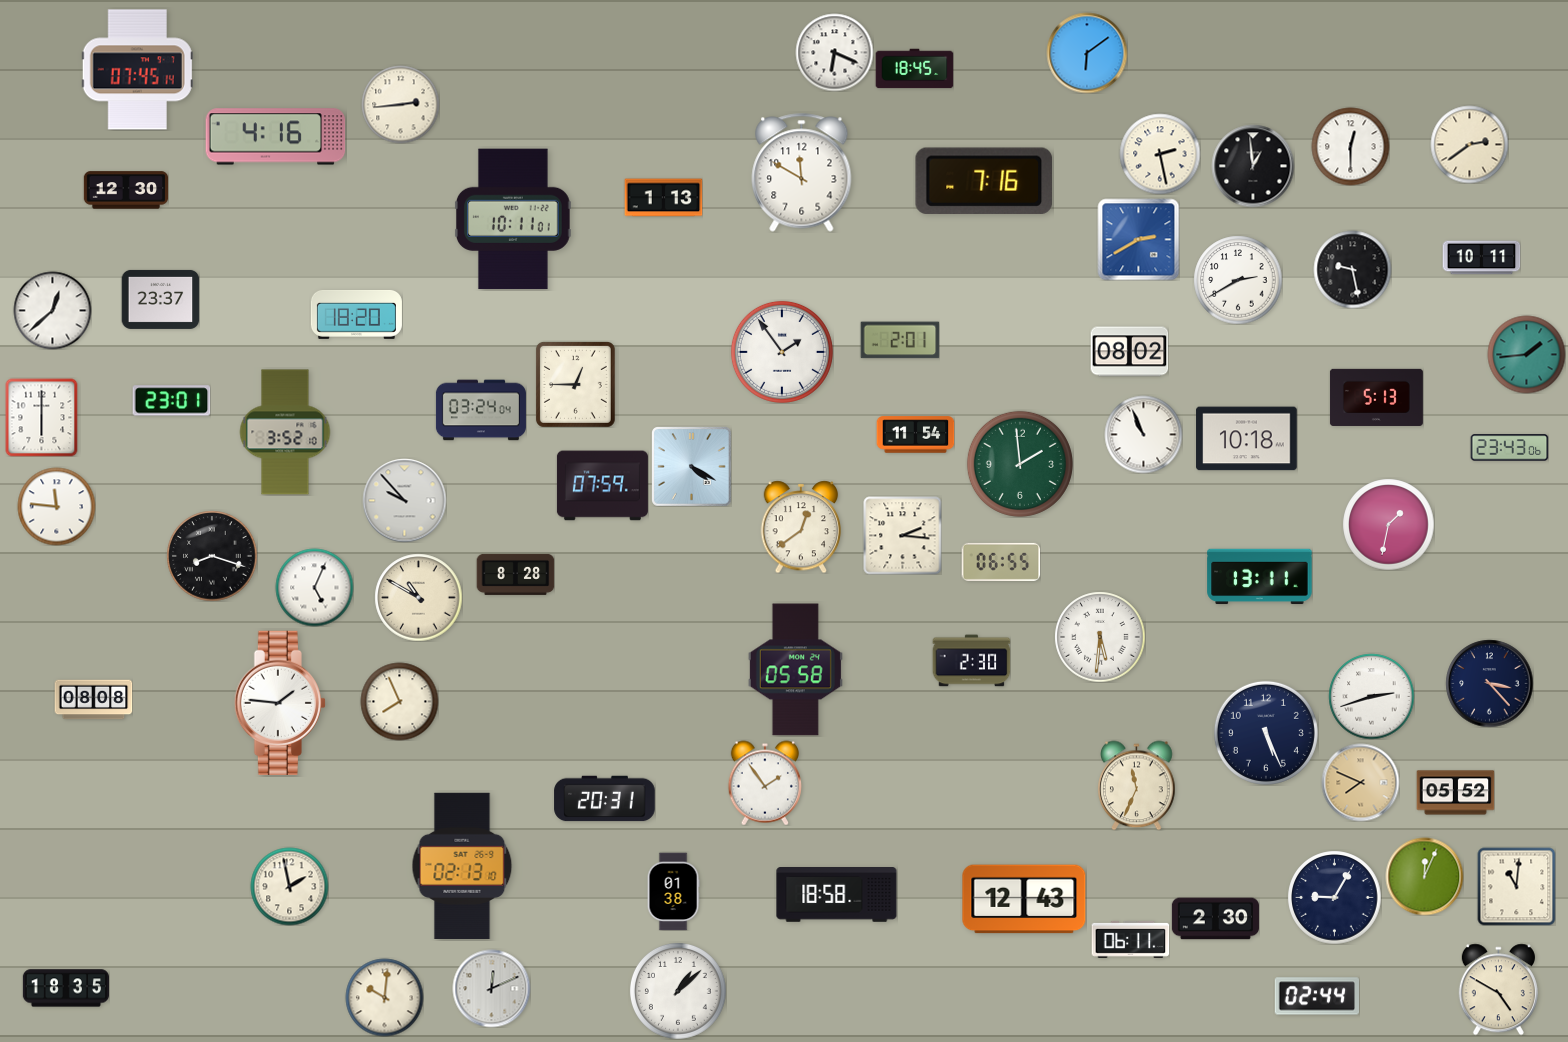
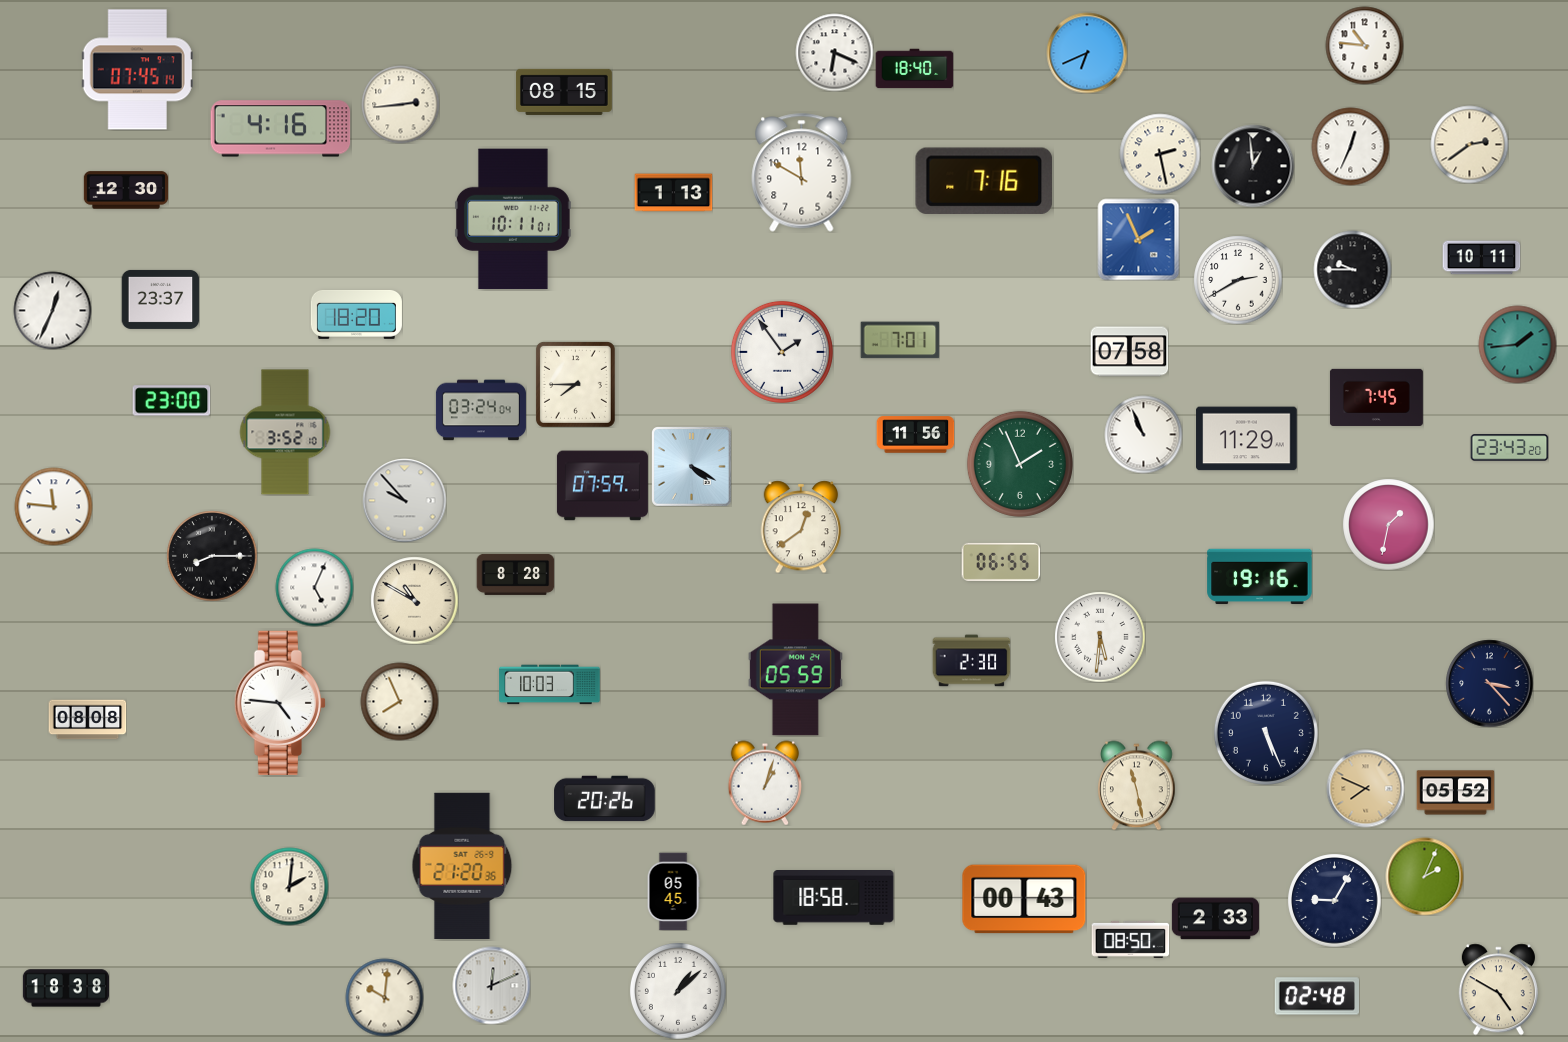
clock at (1364, 45): none -> 10:46
clock at (1087, 53): 6:09 -> 6:41
clock at (914, 69): 18:45 -> 18:40
clock at (564, 92): none -> 08:15
clock at (276, 137) position: (276, 137) -> (281, 129)
clock at (1350, 146): 12:30 -> 12:34
clock at (663, 198) position: (663, 198) -> (673, 193)
clock at (1138, 239): 2:40 -> 1:56
clock at (1352, 269): 9:28 -> 9:45
clock at (52, 310): 12:38 -> 12:34
clock at (900, 340): 2:01 -> 7:01
clock at (1129, 352): 08:02 -> 07:58
clock at (1526, 354) position: (1526, 354) -> (1517, 344)
clock at (575, 384): 12:45 -> 7:45
clock at (1376, 397): 5:13 -> 7:45
clock at (171, 401): 23:01 -> 23:00
clock at (42, 417): 6:00 -> none
clock at (915, 435): 11:54 -> 11:56
clock at (1247, 439): 10:18 -> 11:29
clock at (1509, 448): 23:43:06 -> 23:43:20
clock at (1020, 464): 1:59 -> 1:56
clock at (56, 506) position: (56, 506) -> (53, 506)
clock at (902, 535): 2:16 -> none
clock at (212, 556): 8:18 -> 8:15
clock at (1260, 577): 13:11 -> 19:16
clock at (418, 597) position: (418, 597) -> (414, 600)
clock at (795, 670): 05:58 -> 05:59
clock at (550, 685): none -> 10:03
clock at (1371, 696): 2:42 -> none
clock at (93, 700) position: (93, 700) -> (87, 720)
clock at (280, 702): 1:46 -> 4:46
clock at (1360, 782) position: (1360, 782) -> (1365, 788)
clock at (764, 783): 1:54 -> 1:03
clock at (1137, 785): 11:34 -> 11:28
clock at (605, 799): 20:31 -> 20:26
clock at (462, 865): 02:13 -> 21:20
clock at (1424, 876): 12:04 -> 2:04
clock at (289, 886): 1:58 -> 2:01
clock at (1516, 886): 11:01 -> none
clock at (673, 891): 01:38 -> 05:45
clock at (837, 895) position: (837, 895) -> (834, 898)
clock at (1334, 897) position: (1334, 897) -> (1334, 900)
clock at (1024, 899): 12:43 -> 00:43
clock at (1215, 919): 2:30 -> 2:33
clock at (1130, 939): 06:11 -> 08:50
clock at (65, 988): 18:35 -> 18:38
clock at (491, 988) position: (491, 988) -> (491, 985)
clock at (1316, 996): 02:44 -> 02:48
